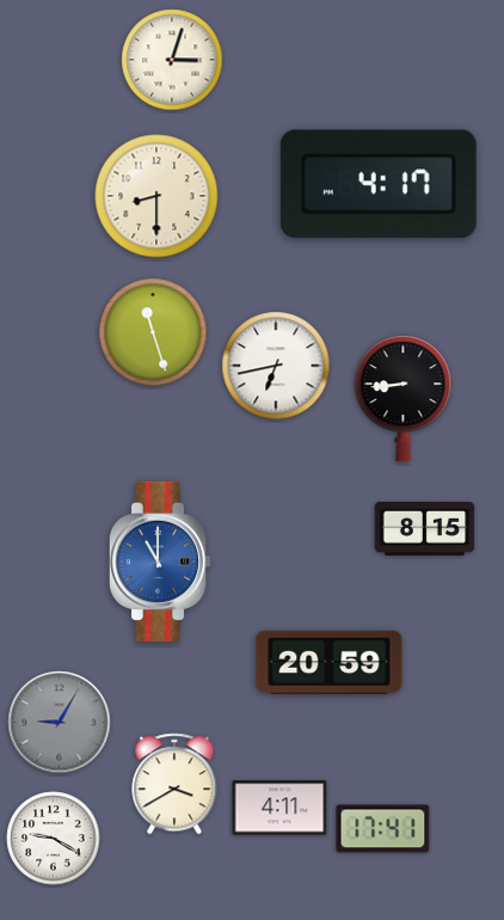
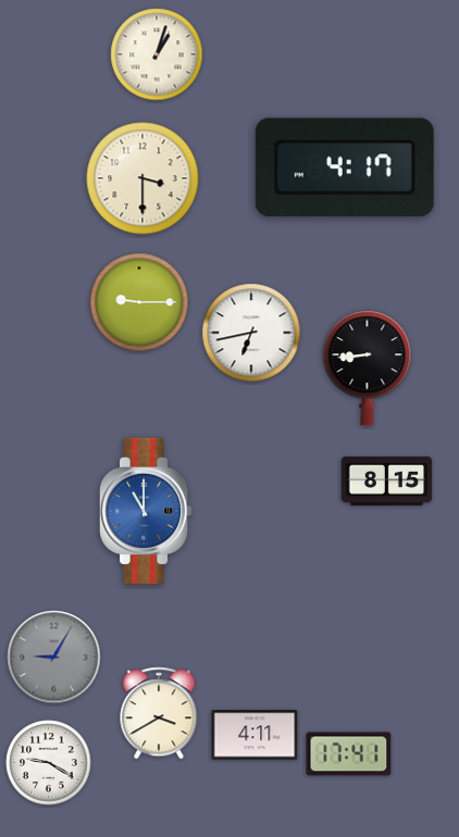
clock at (172, 60): 3:03 -> 1:03
clock at (156, 196): 8:30 -> 3:30
clock at (153, 332): 11:27 -> 9:15
clock at (404, 399) position: (404, 399) -> (368, 368)
clock at (330, 662): 20:59 -> none
